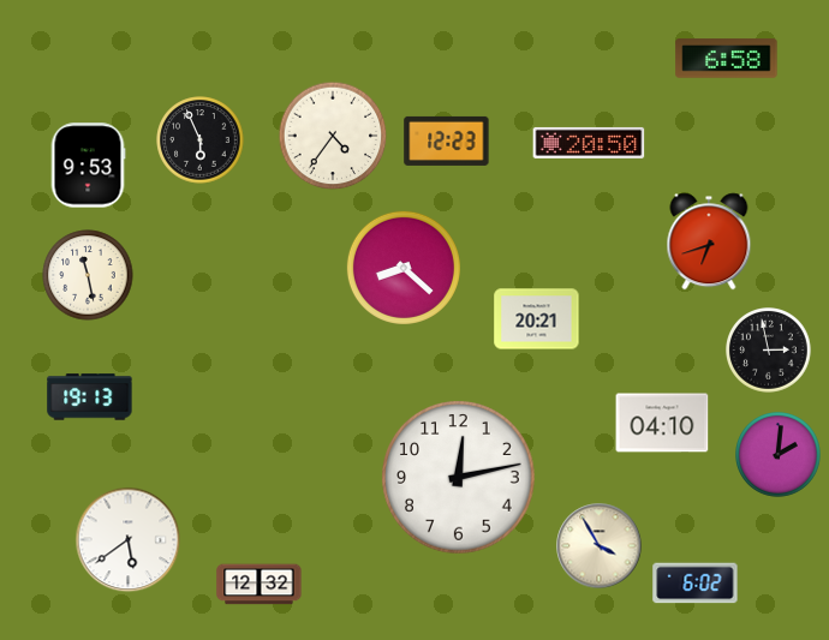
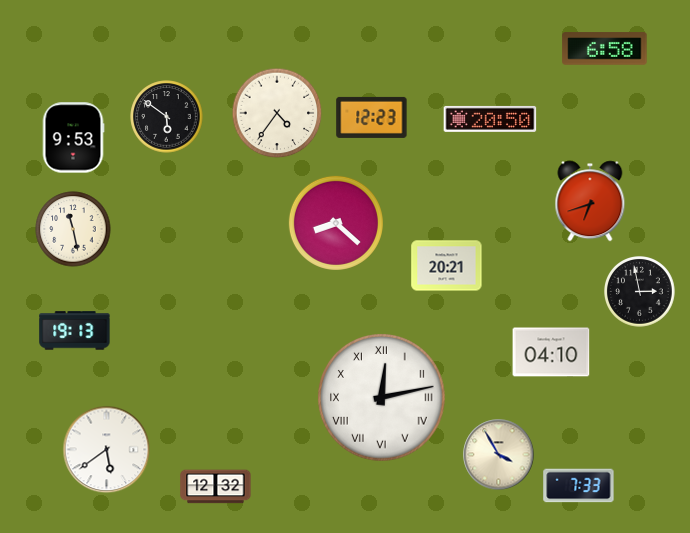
clock at (201, 140): 5:56 -> 5:51
clock at (779, 455): 2:01 -> none
clock at (459, 478) numerals: Arabic -> Roman
clock at (696, 584): 6:02 -> 7:33
